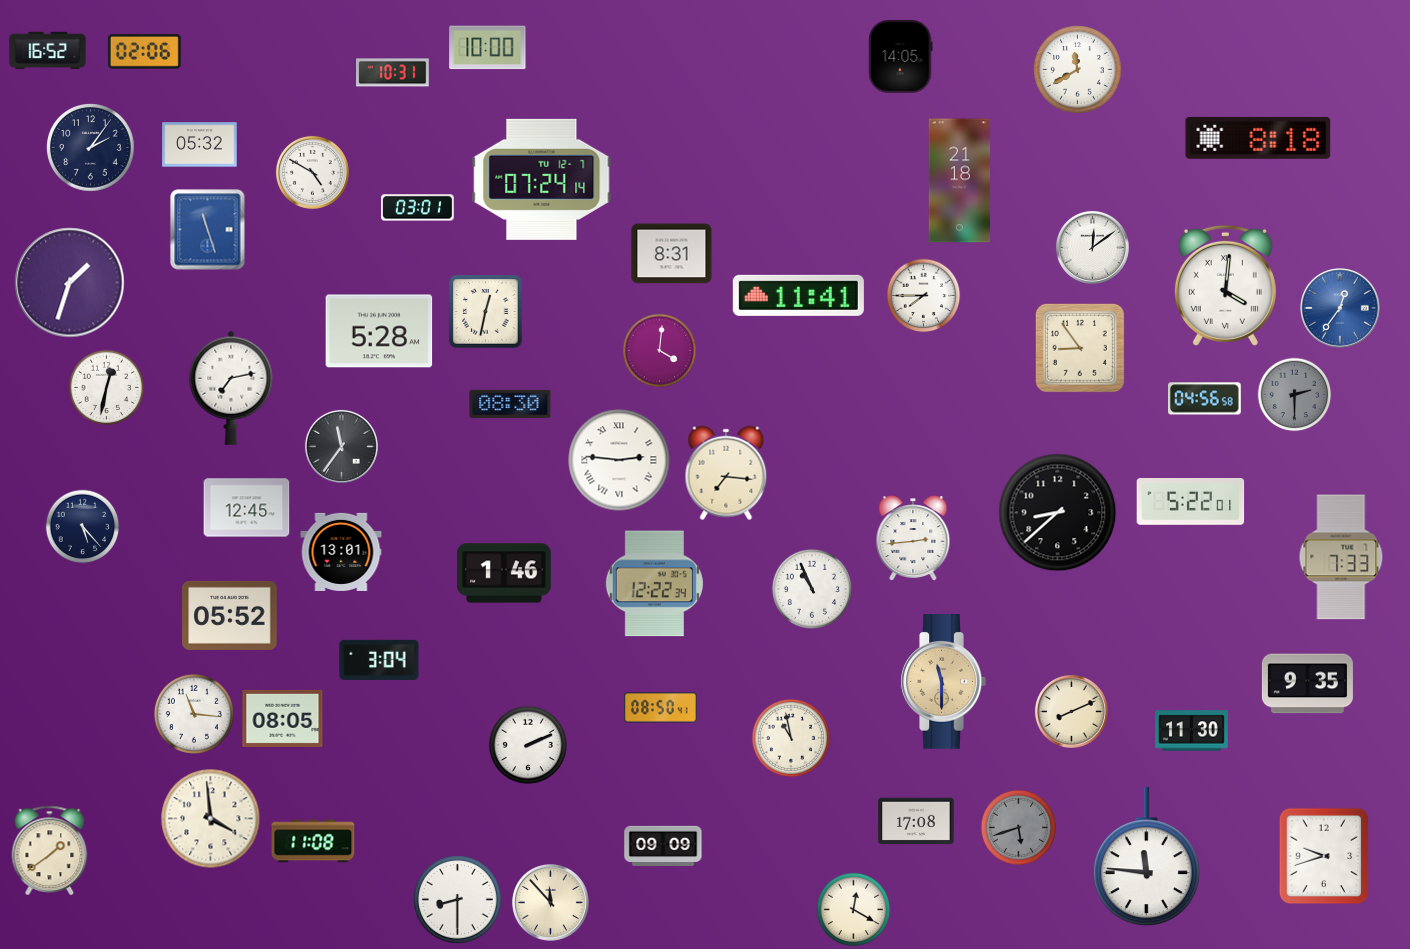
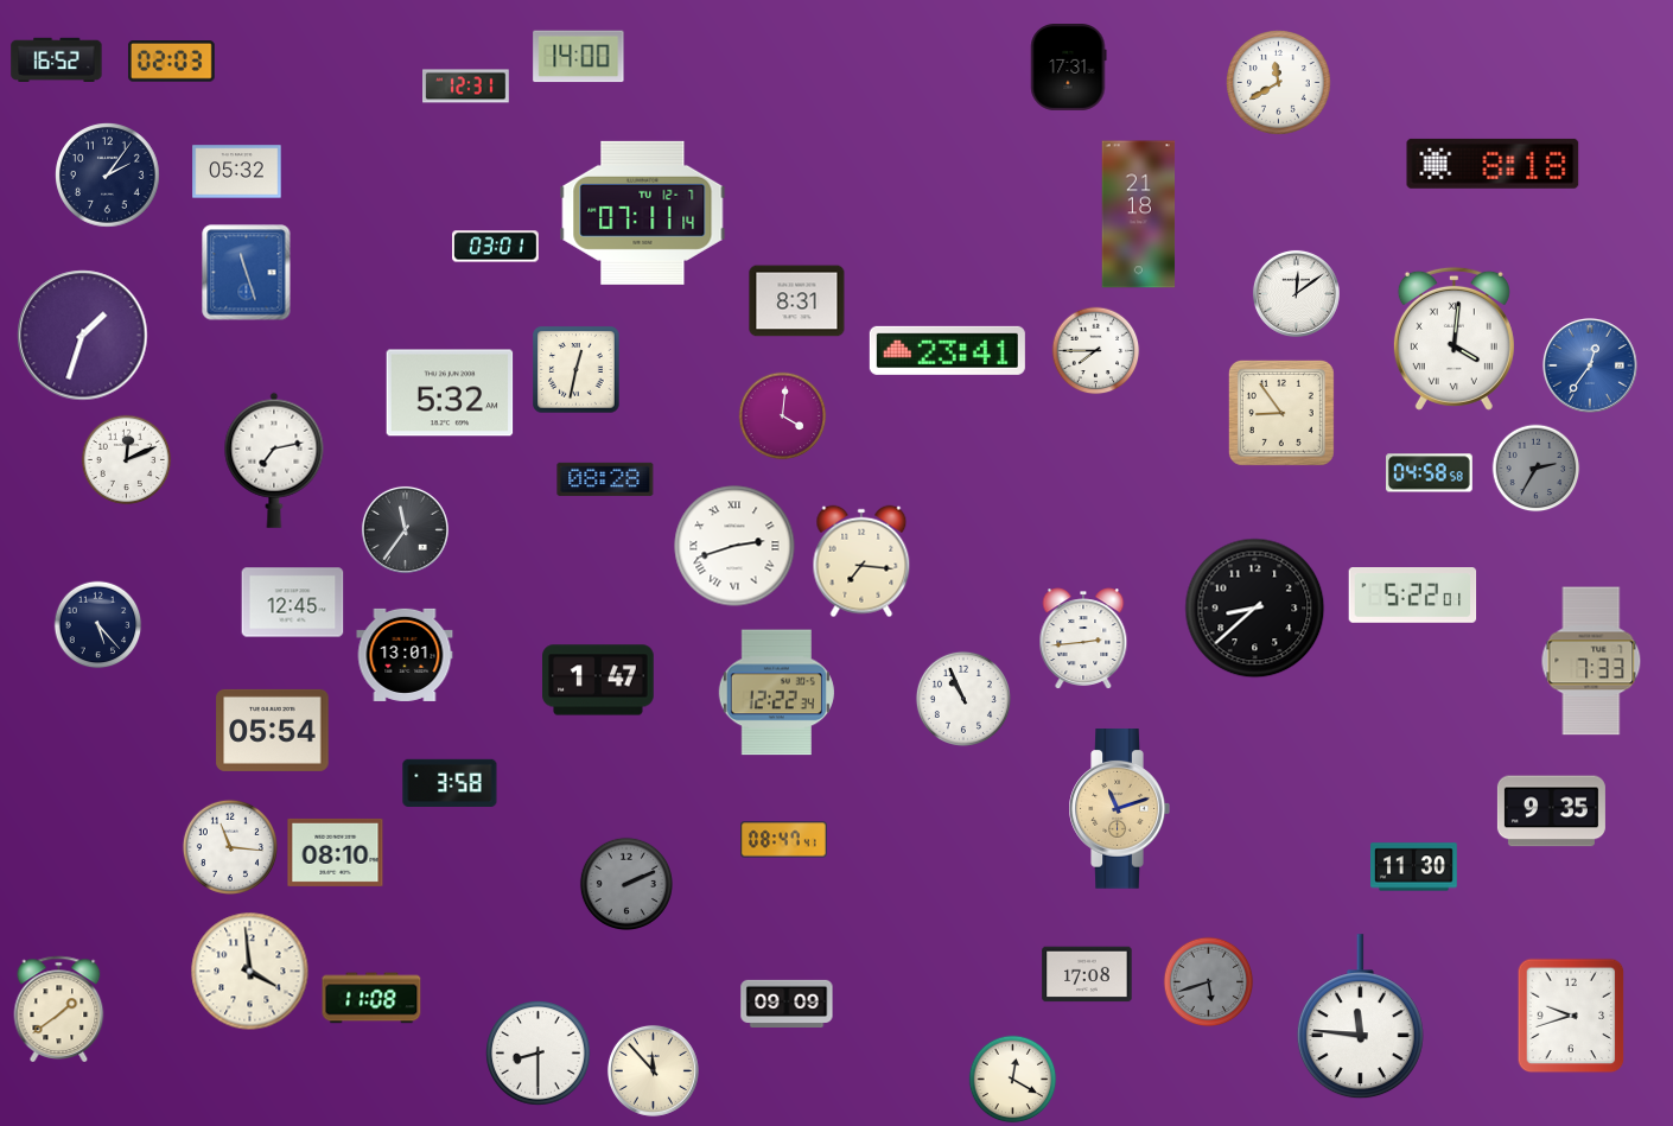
clock at (488, 48): 10:00 -> 14:00
clock at (144, 52): 02:06 -> 02:03
clock at (901, 57): 14:05 -> 17:31
clock at (393, 73): 10:31 -> 12:31
clock at (312, 172): 4:50 -> none
clock at (542, 179): 07:24 -> 07:11
clock at (798, 295): 11:41 -> 23:41
clock at (379, 331): 5:28 -> 5:32
clock at (107, 388): 12:32 -> 12:11
clock at (1295, 395): 2:30 -> 2:35
clock at (1205, 399): 04:56 -> 04:58
clock at (510, 404): 08:30 -> 08:28
clock at (619, 460): 2:46 -> 2:42
clock at (504, 573): 1:46 -> 1:47
clock at (230, 615): 05:52 -> 05:54
clock at (379, 660): 3:04 -> 3:58
clock at (943, 682): 11:30 -> 11:12
clock at (661, 708): 08:50 -> 08:47
clock at (1071, 711): 8:11 -> none
clock at (283, 718): 08:05 -> 08:10
clock at (790, 737): 10:58 -> none
clock at (527, 744) dial: white -> grey
clock at (458, 900) position: (458, 900) -> (539, 1054)
